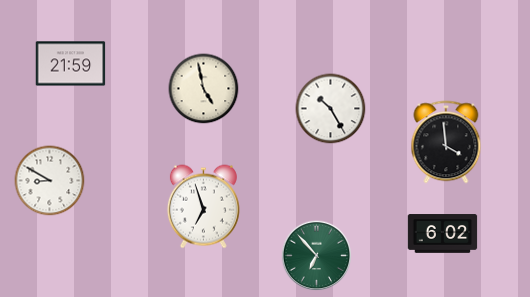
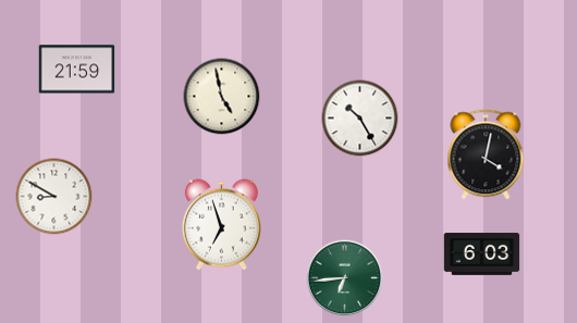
clock at (446, 142): 3:59 -> 4:02
clock at (443, 234): 6:02 -> 6:03
clock at (317, 256): 6:53 -> 6:44
